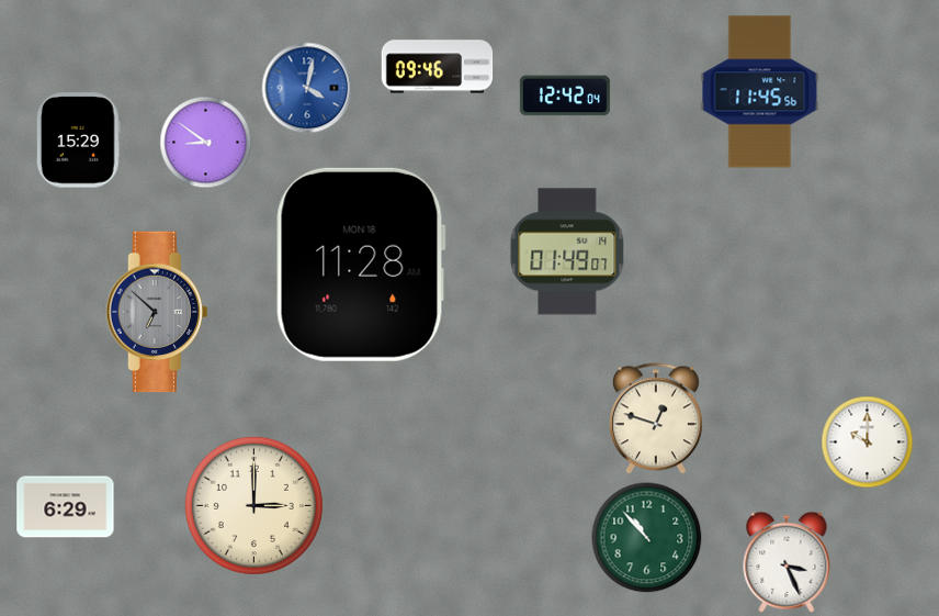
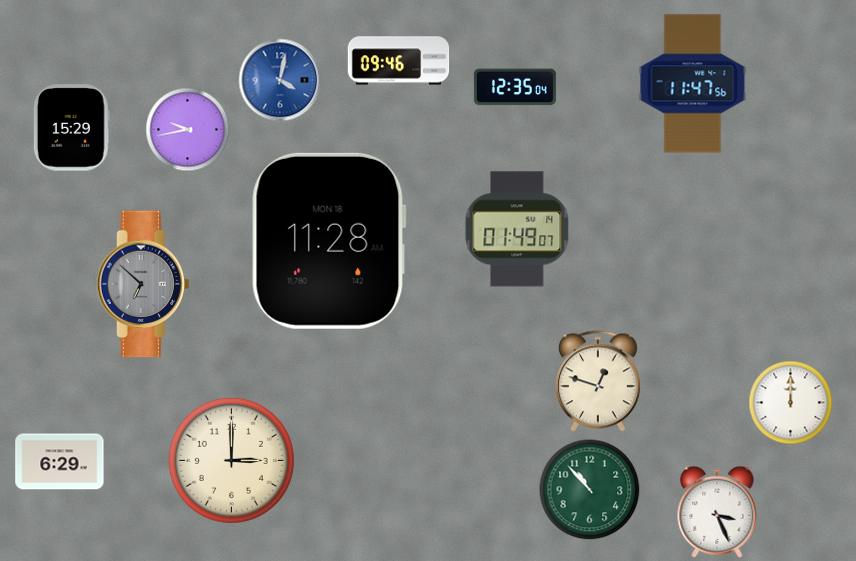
clock at (760, 92): 11:45 -> 11:47
clock at (565, 96): 12:42 -> 12:35
clock at (206, 143): 8:51 -> 9:43
clock at (868, 443): 10:00 -> 12:00
